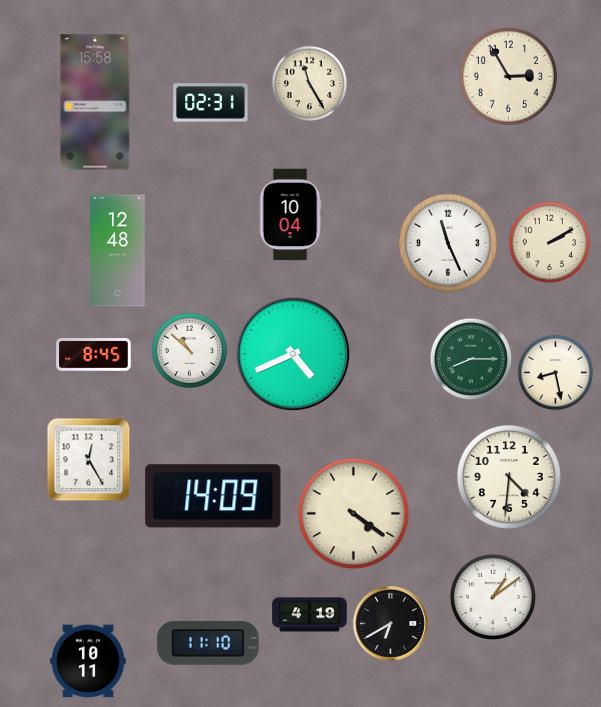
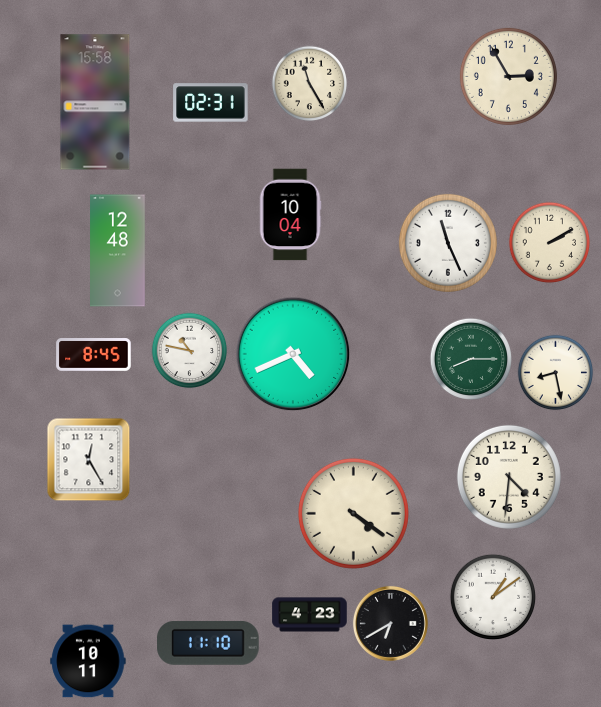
clock at (190, 351): 10:52 -> 10:47
clock at (213, 496): 14:09 -> none
clock at (310, 615): 4:19 -> 4:23
